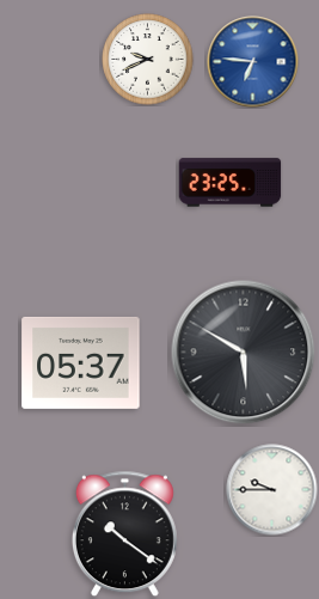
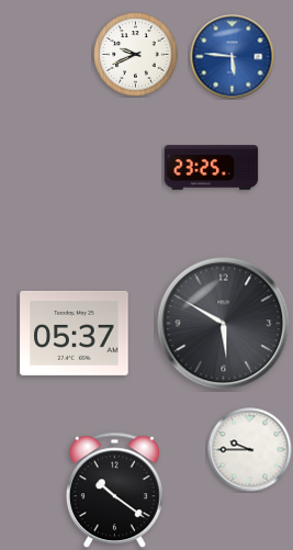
clock at (253, 62): 6:46 -> 5:46
